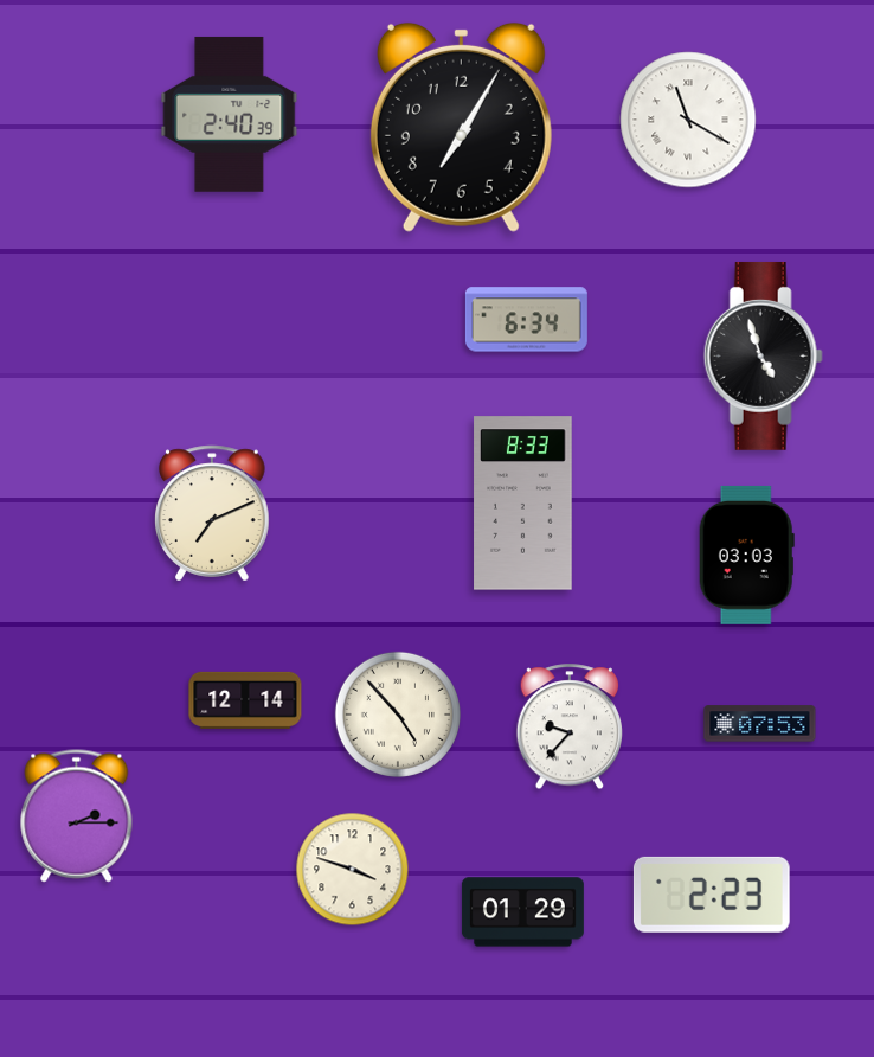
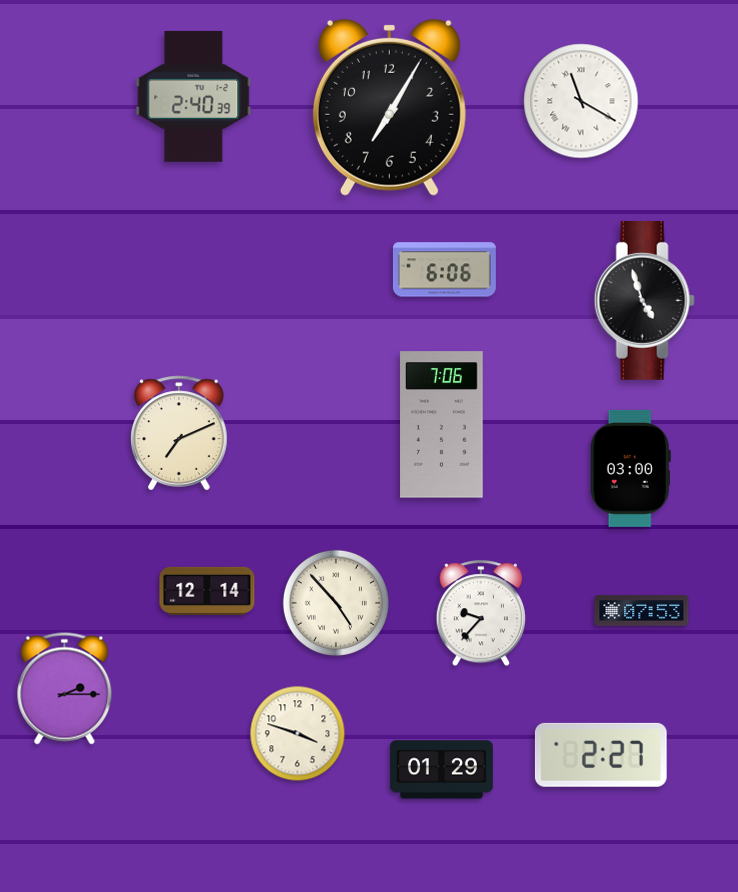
clock at (526, 320): 6:34 -> 6:06
clock at (523, 504): 8:33 -> 7:06
clock at (746, 555): 03:03 -> 03:00
clock at (712, 895): 2:23 -> 2:27
